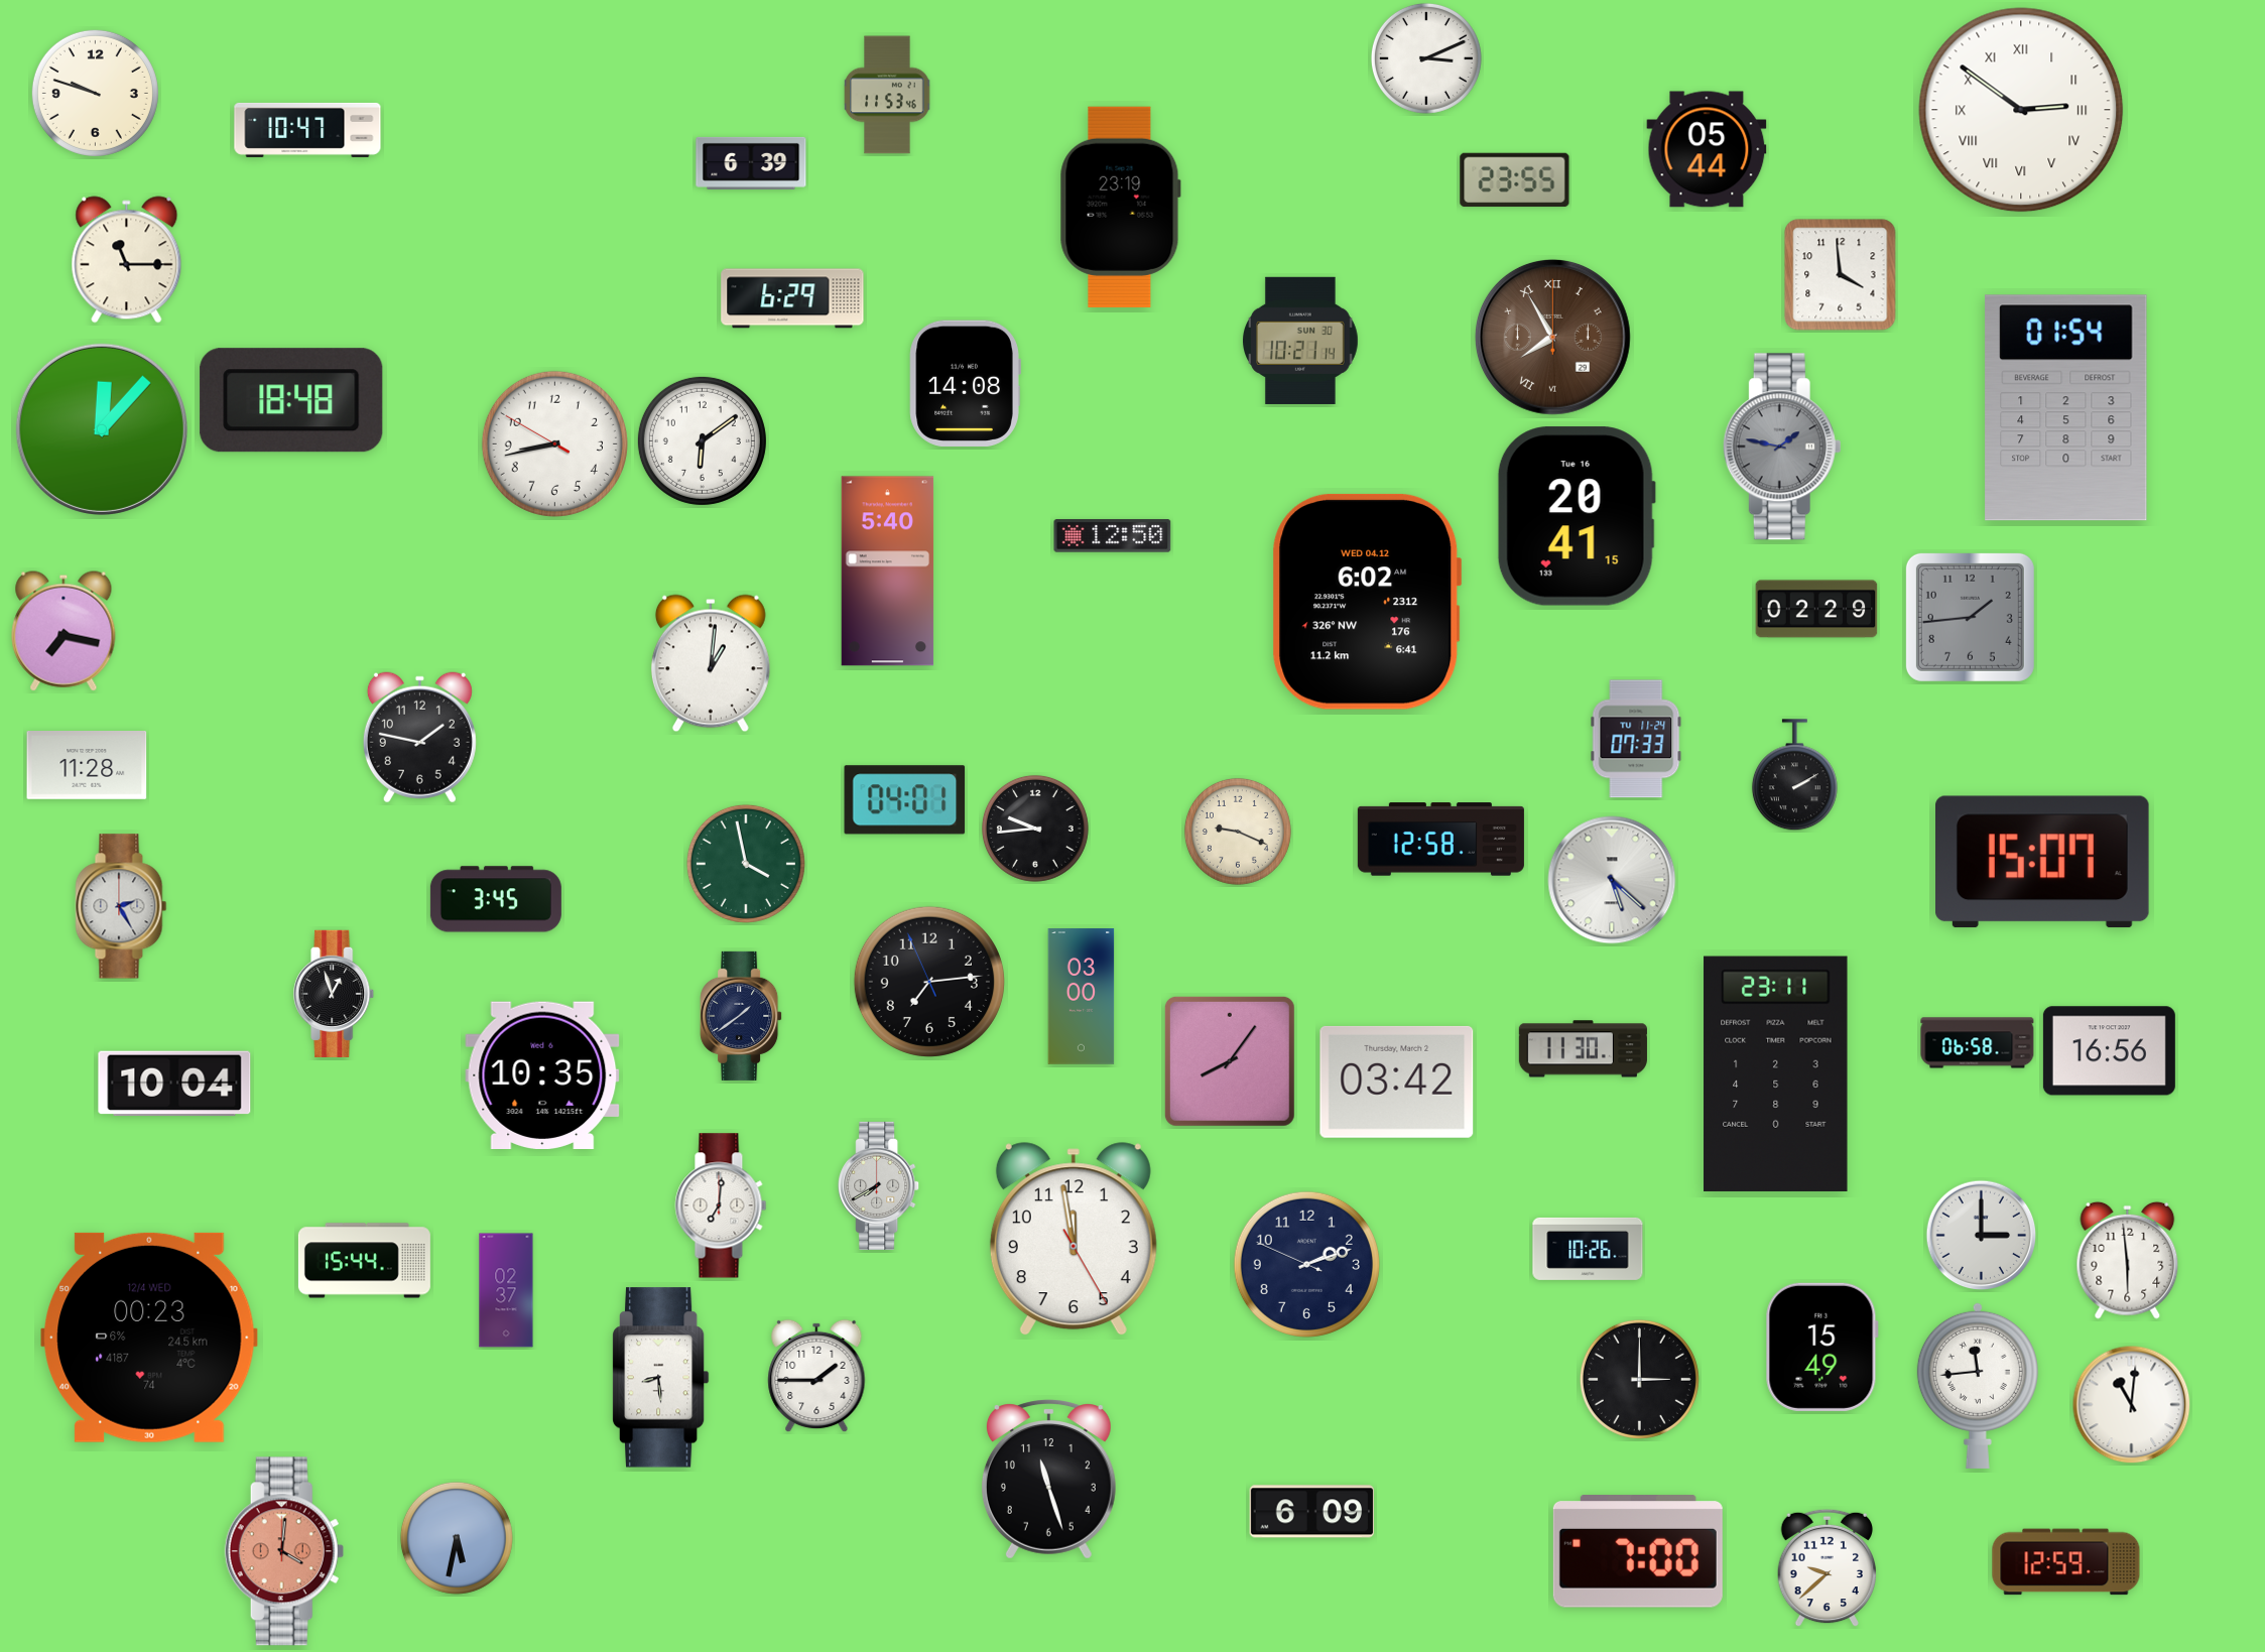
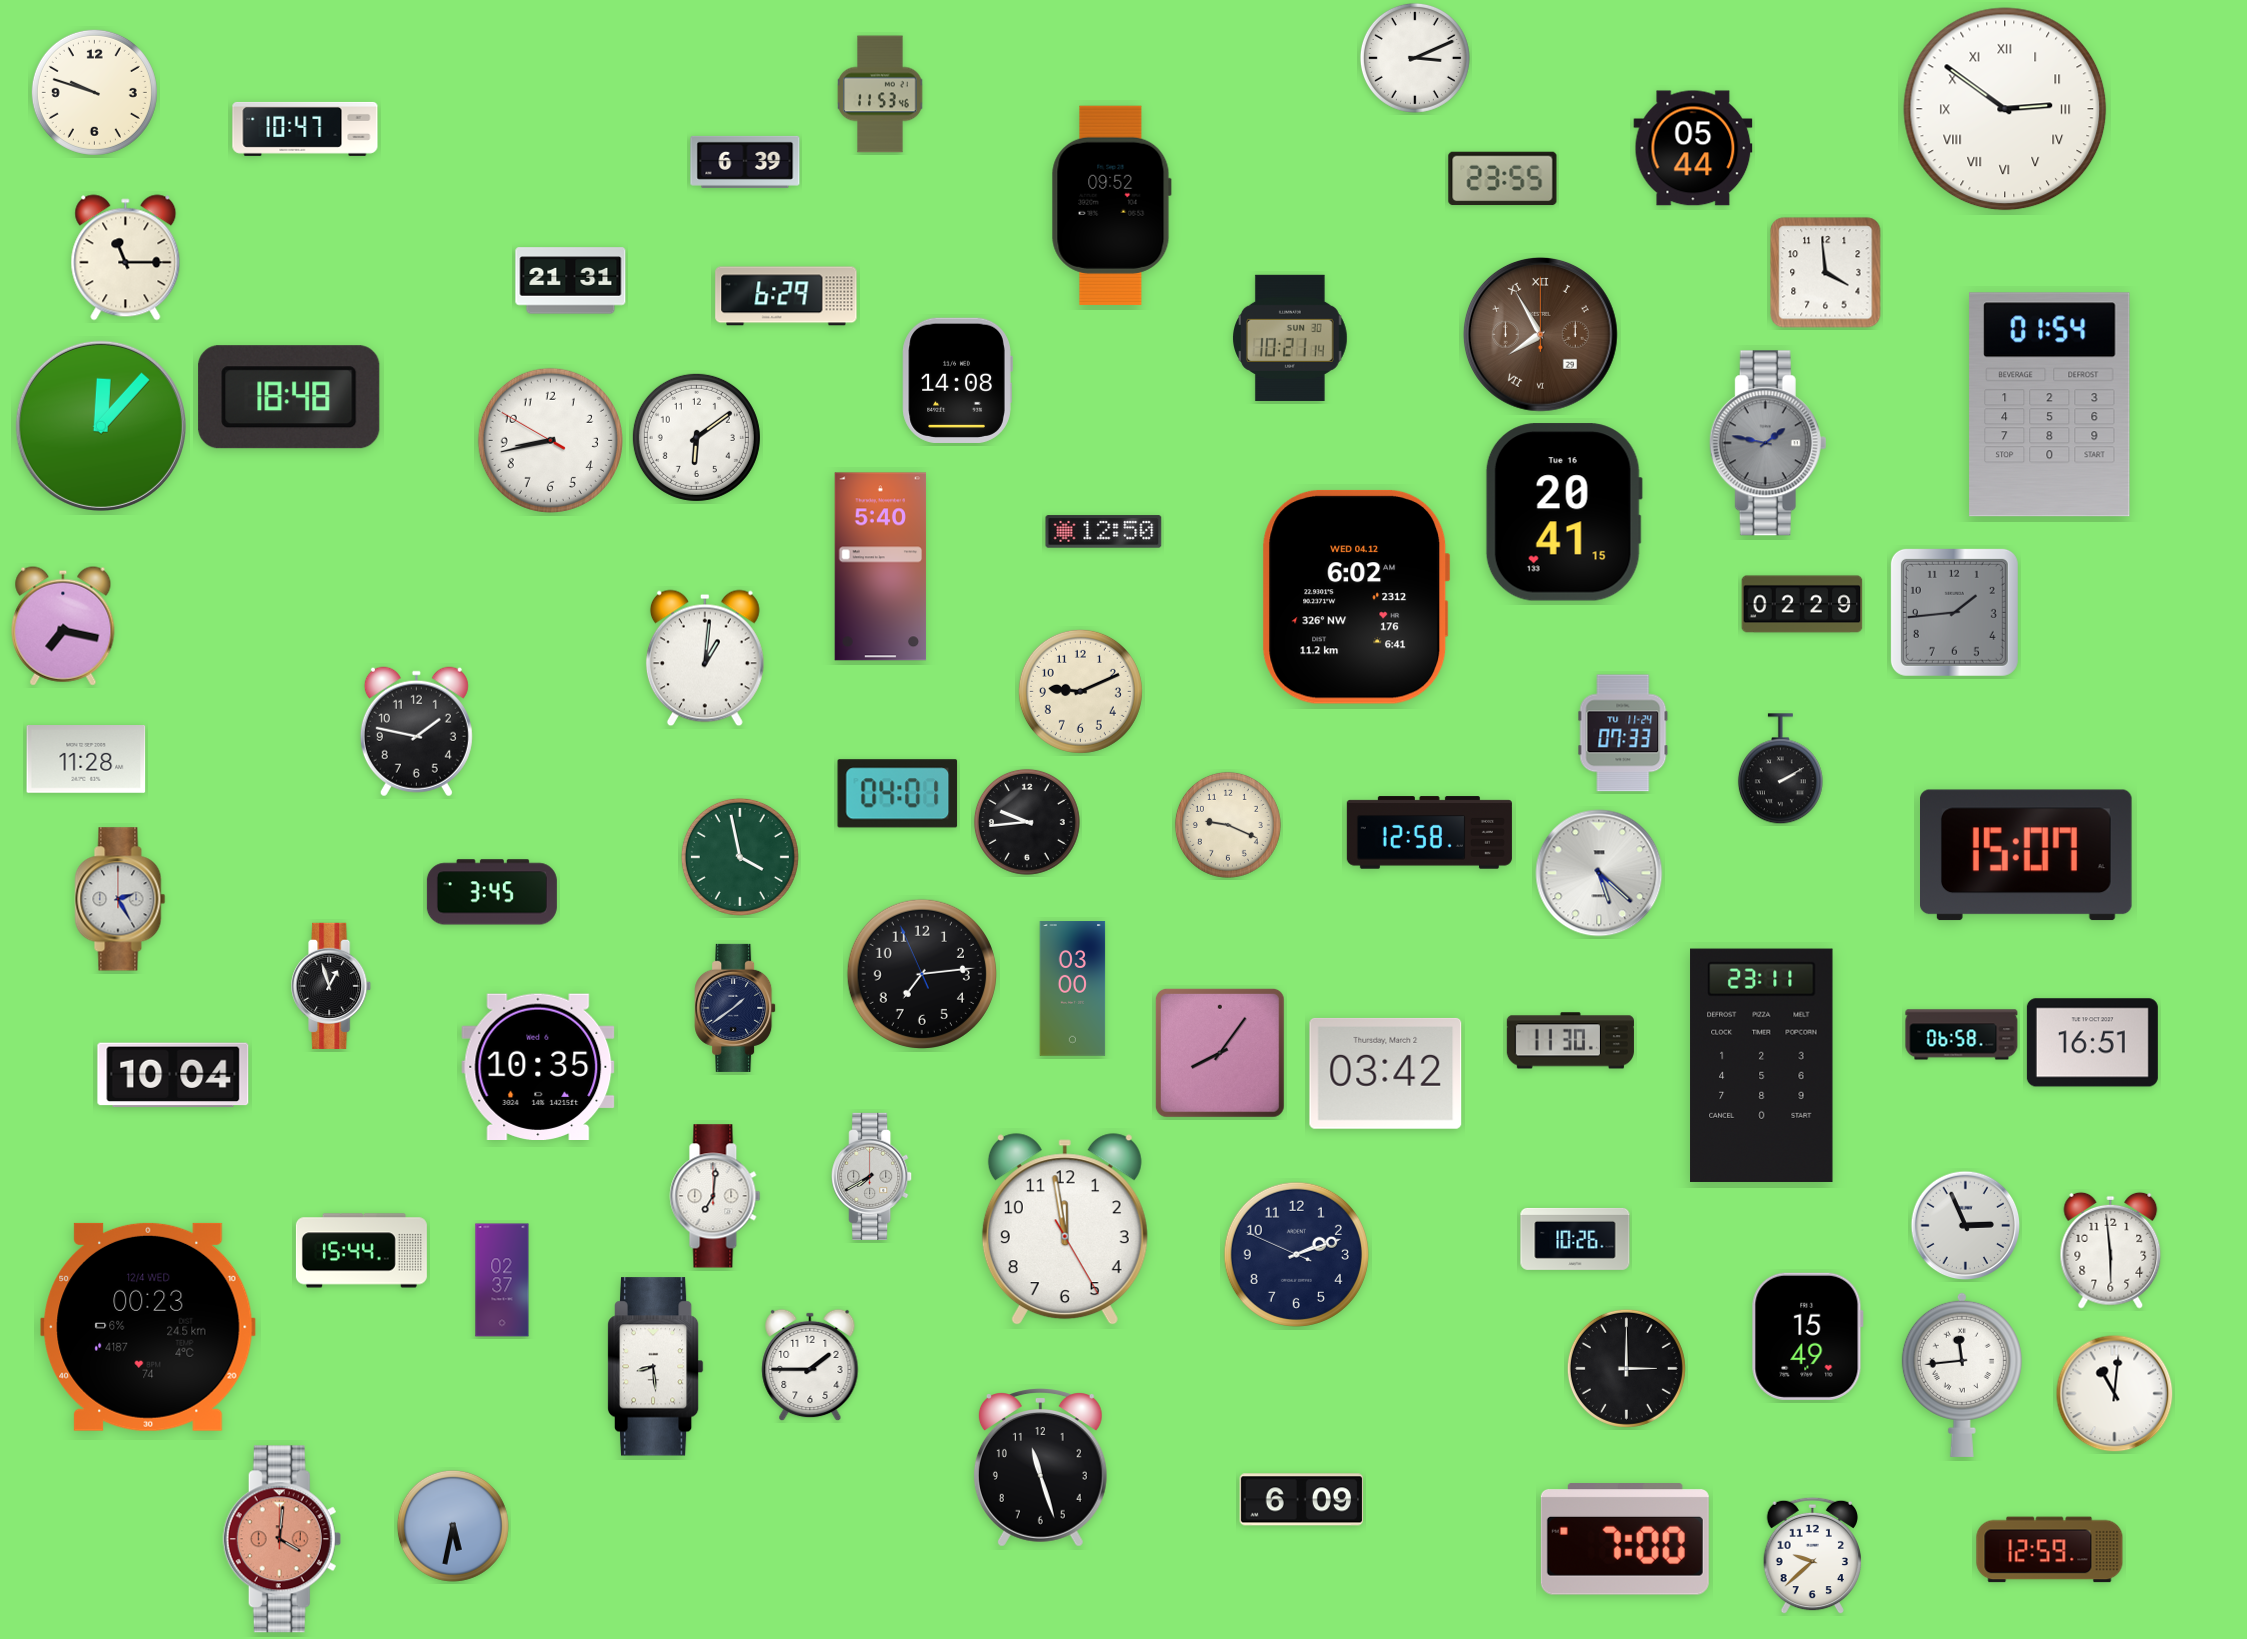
clock at (1120, 207): 23:19 -> 09:52
clock at (571, 281): none -> 21:31
clock at (1080, 691): none -> 9:11
clock at (2109, 1051): 16:56 -> 16:51
clock at (1982, 1236): 3:00 -> 2:56
